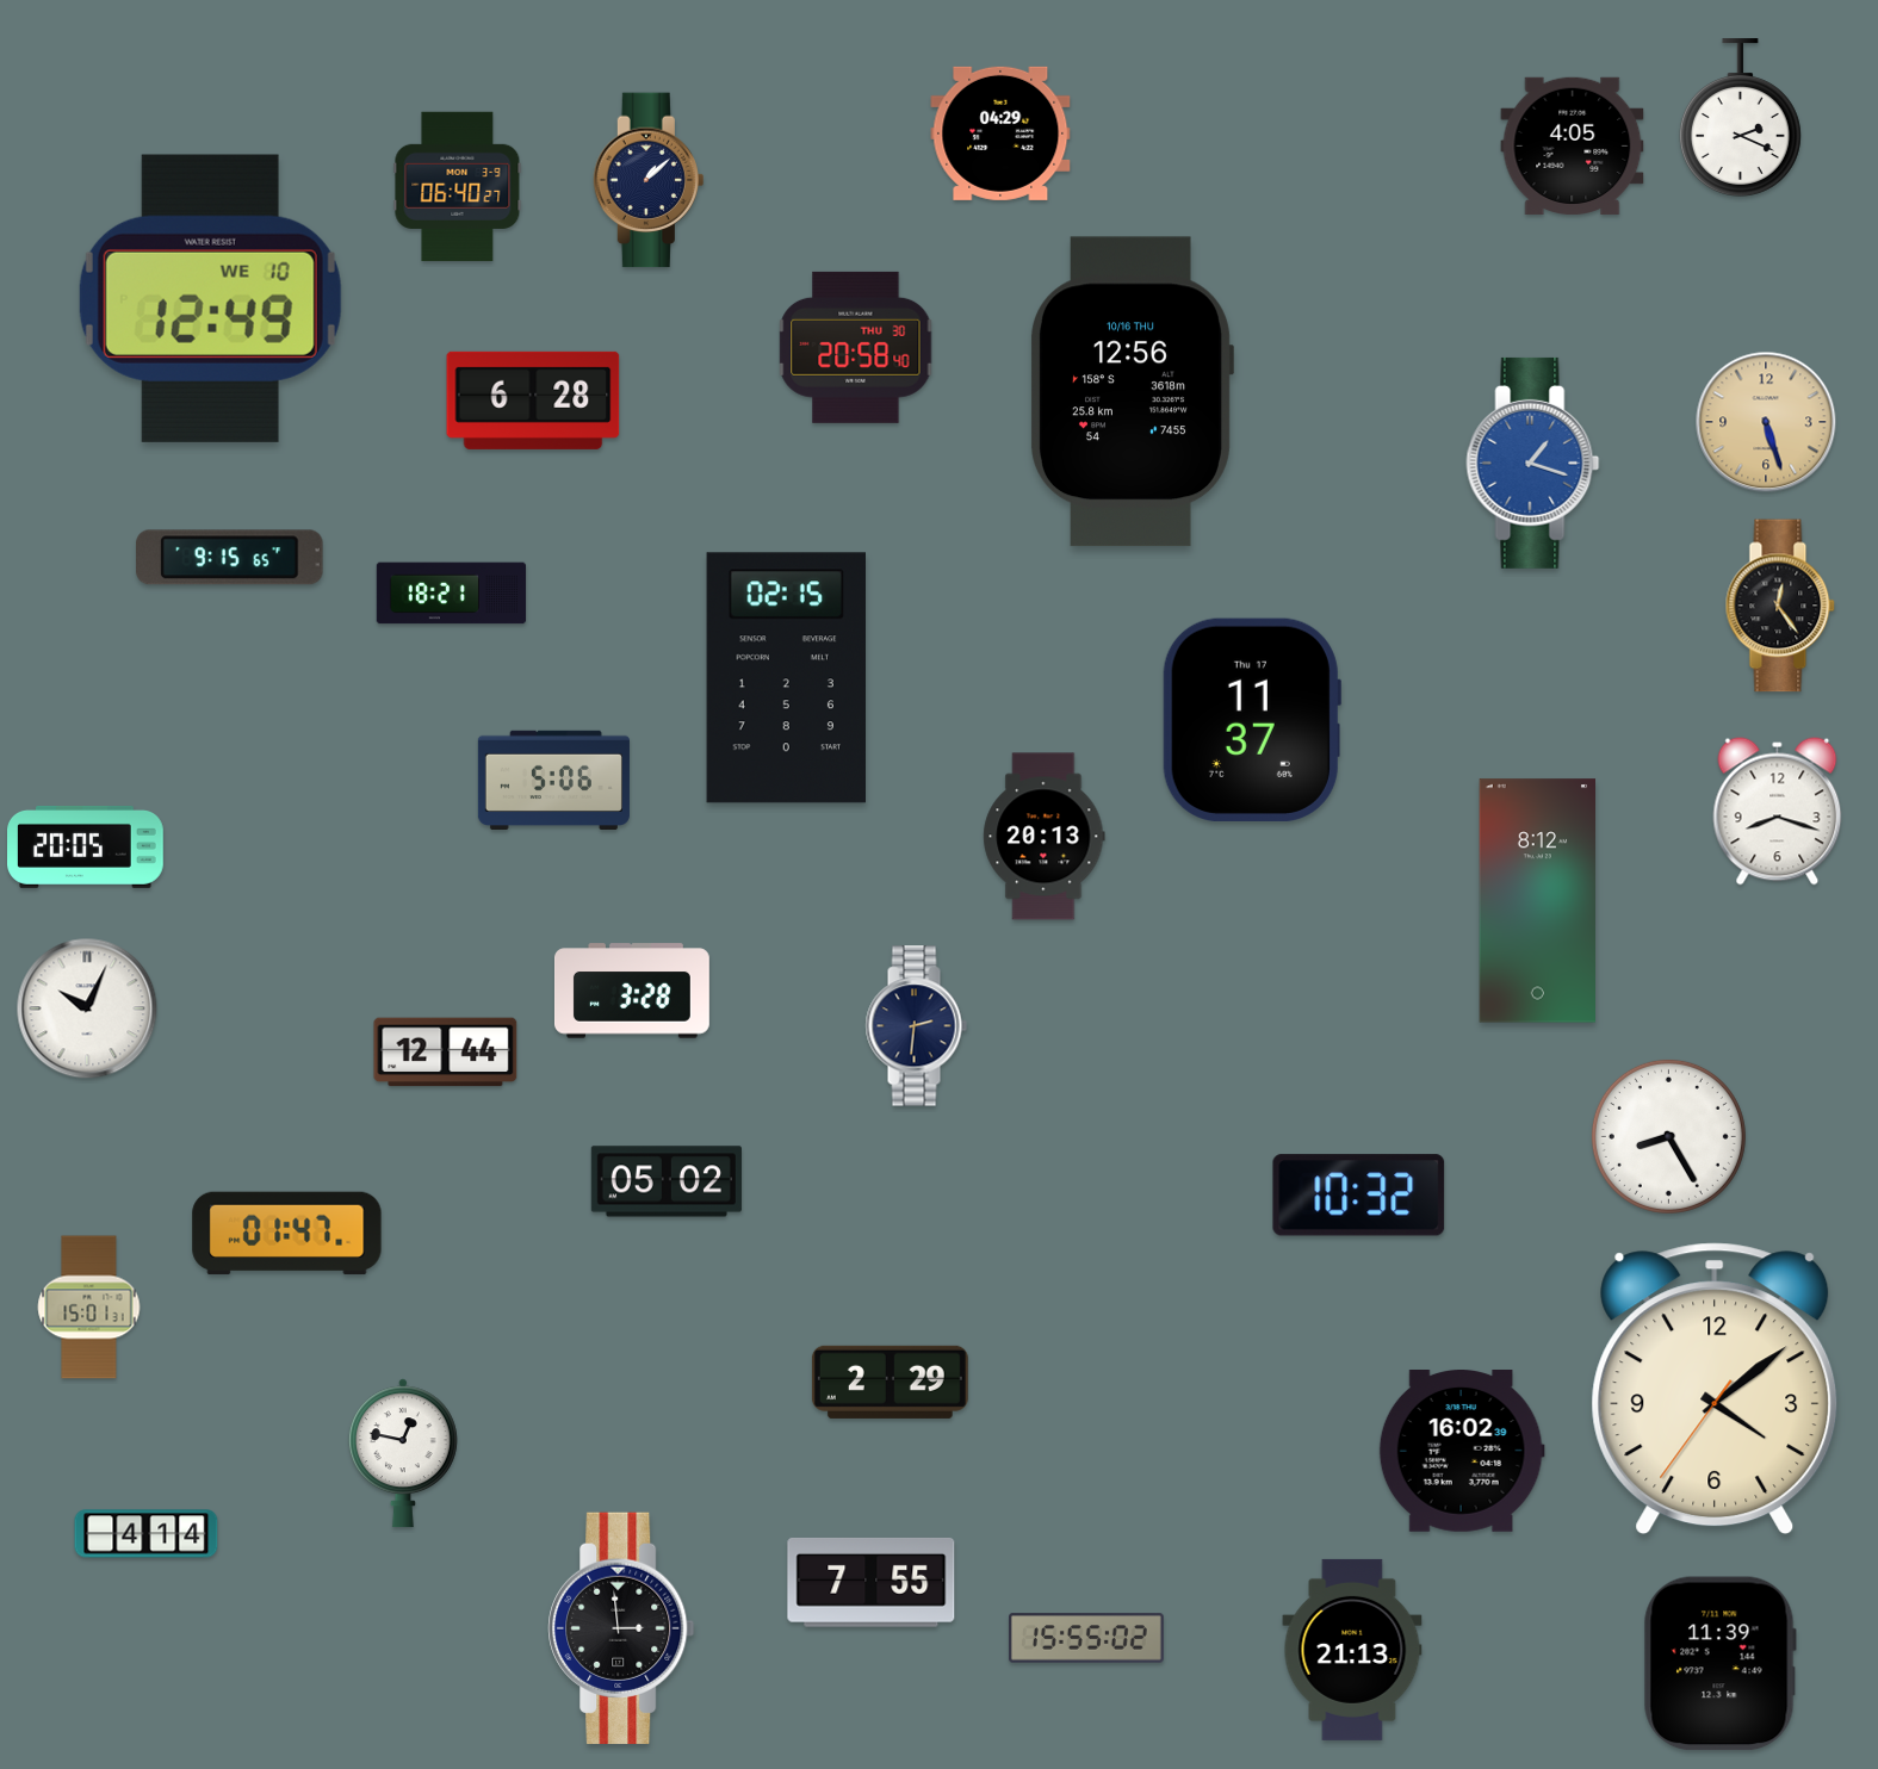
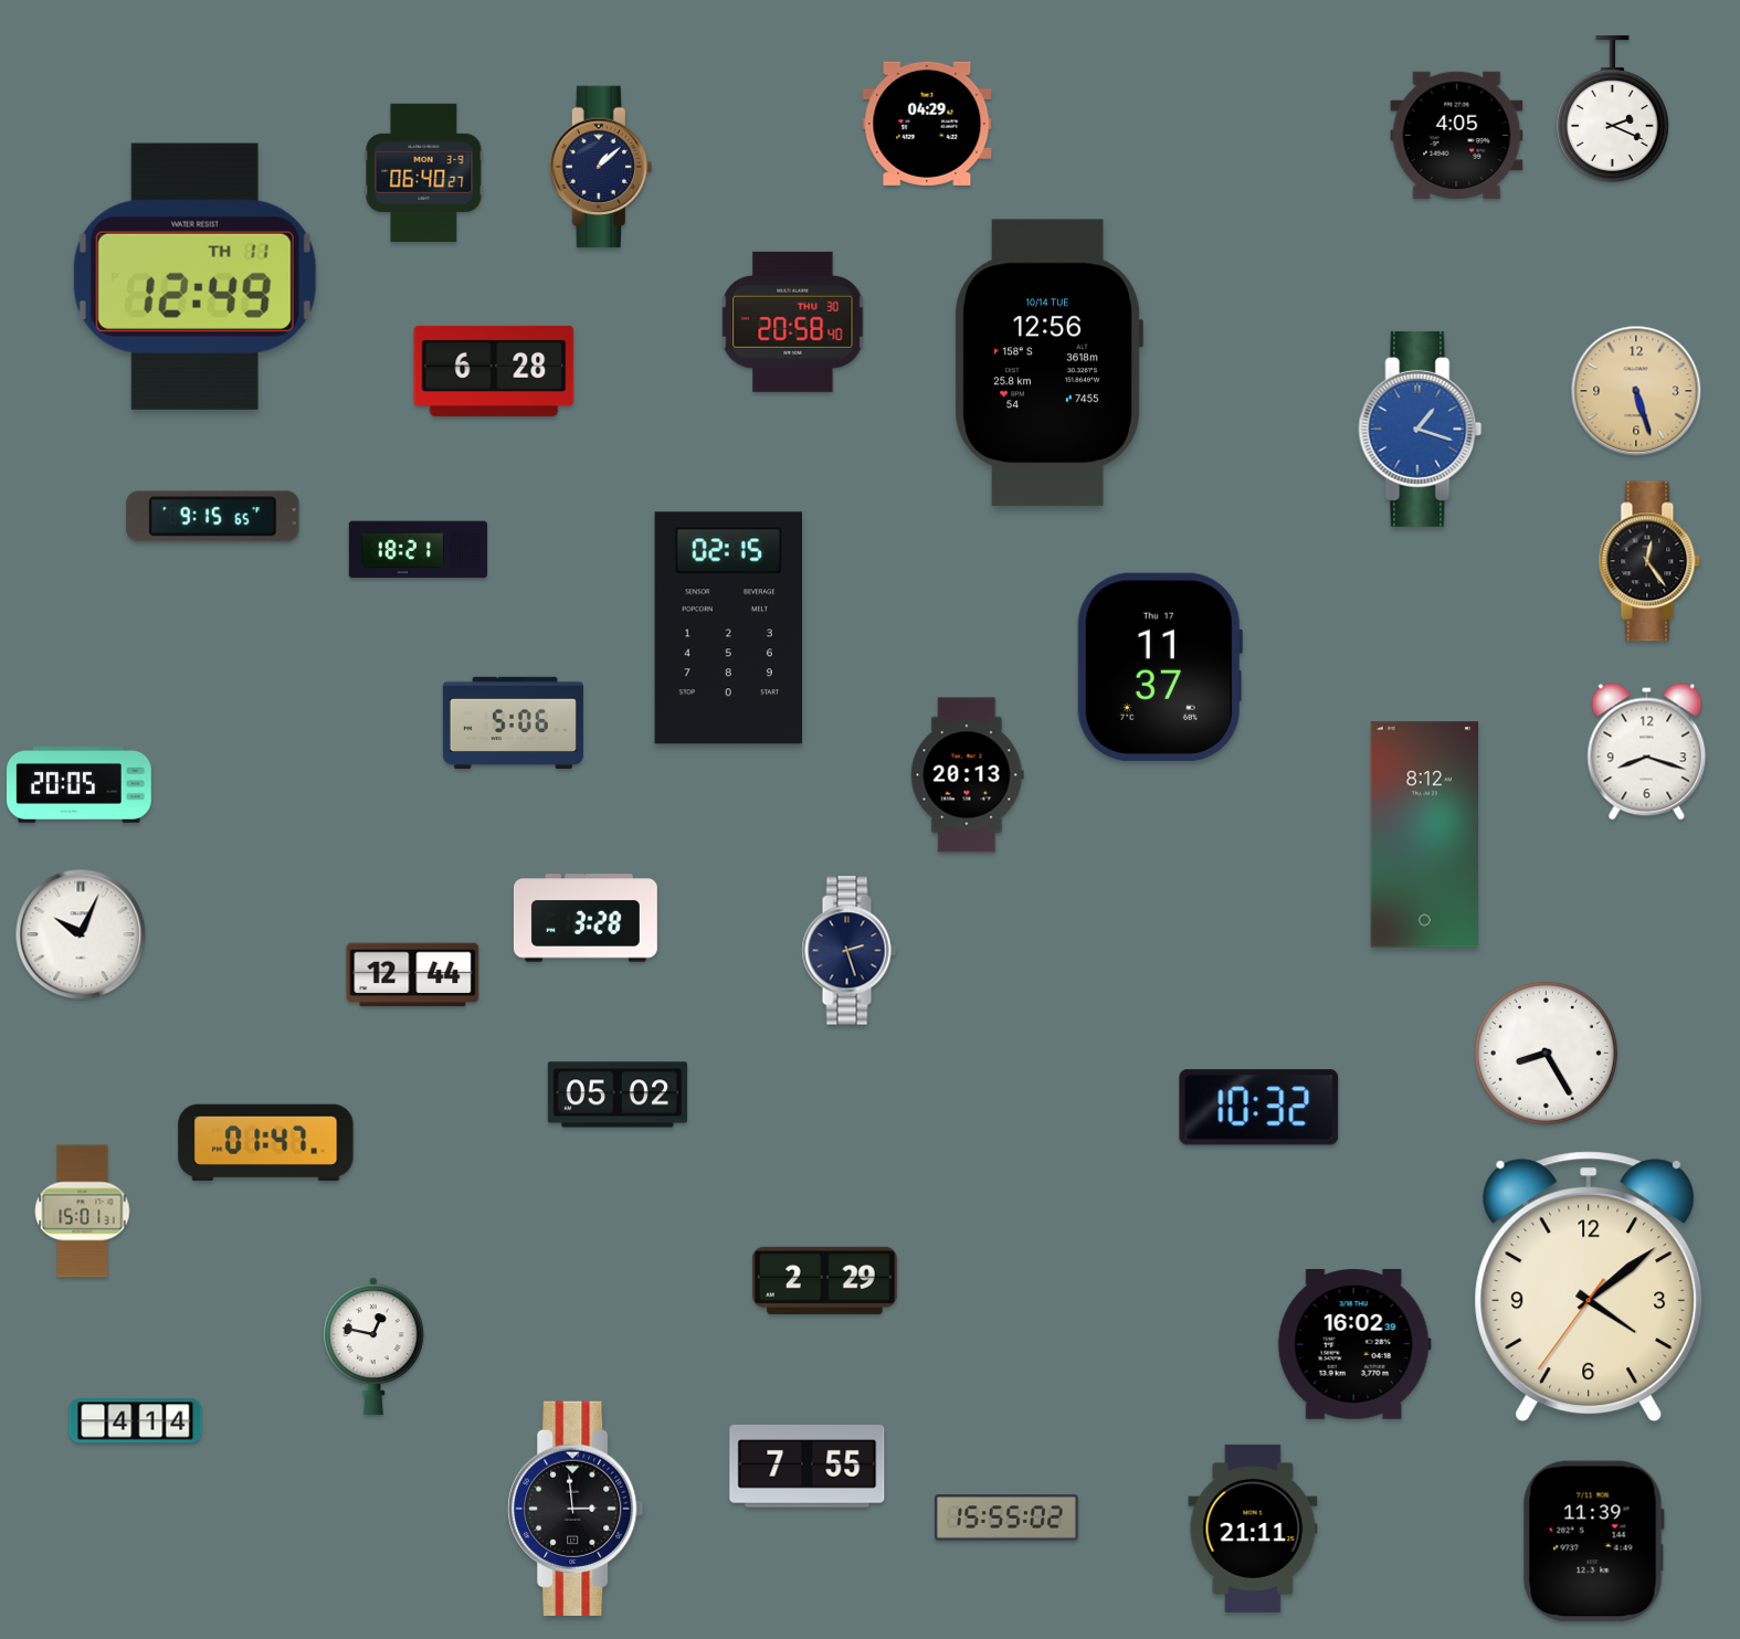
clock at (210, 298) date: WE 10 -> TH 11
clock at (1132, 392) date: 10/16 THU -> 10/14 TUE
clock at (916, 1026): 2:31 -> 2:27
clock at (1352, 1650): 21:13 -> 21:11
